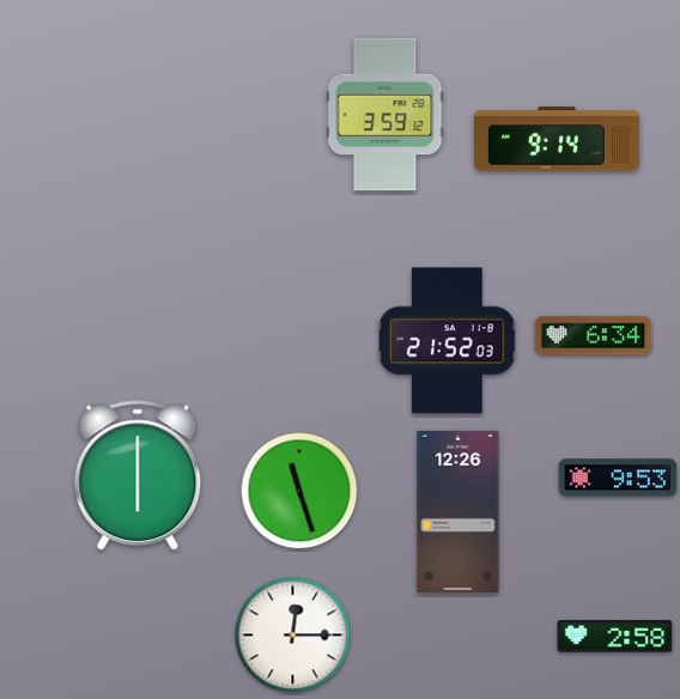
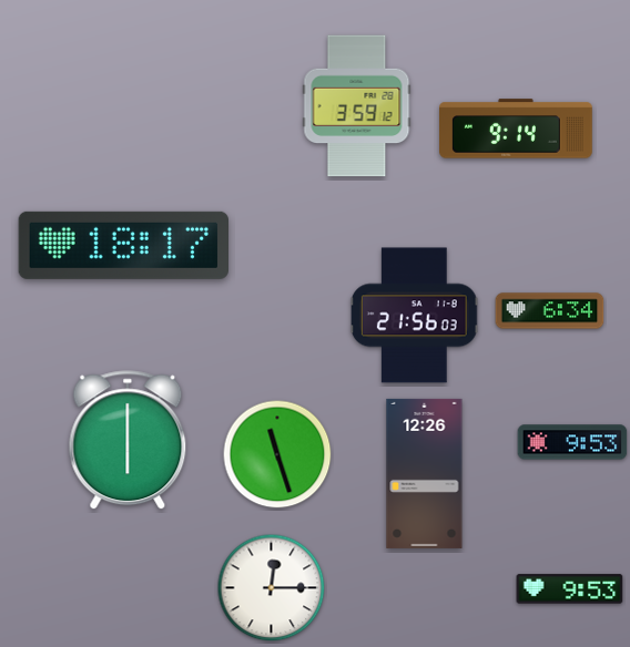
clock at (123, 245): none -> 18:17
clock at (447, 341): 21:52 -> 21:56
clock at (615, 637): 2:58 -> 9:53
